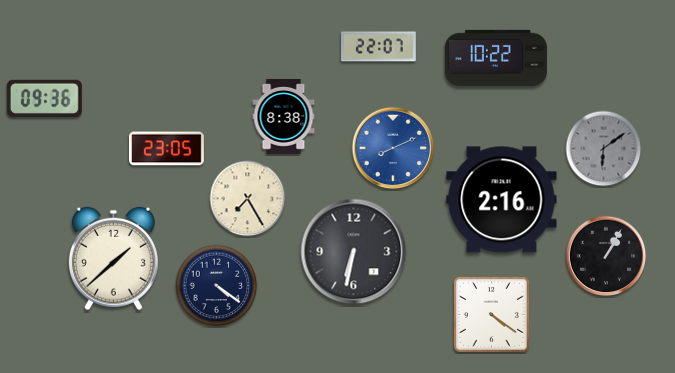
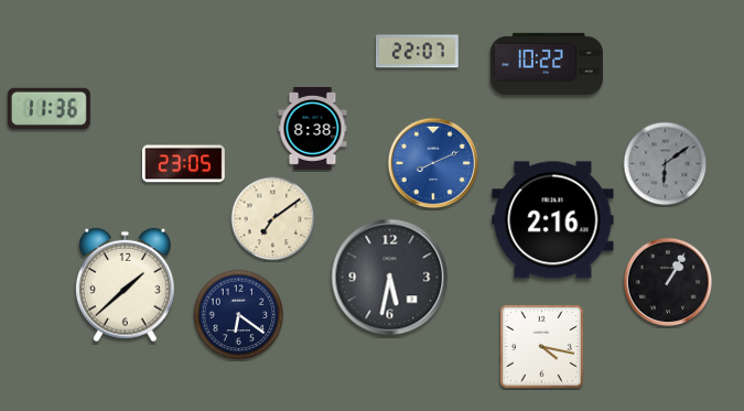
clock at (44, 98): 09:36 -> 11:36
clock at (248, 199): 7:25 -> 7:09
clock at (354, 252): 6:32 -> 5:32
clock at (217, 286): 4:21 -> 6:21
clock at (491, 314): 4:21 -> 4:17
